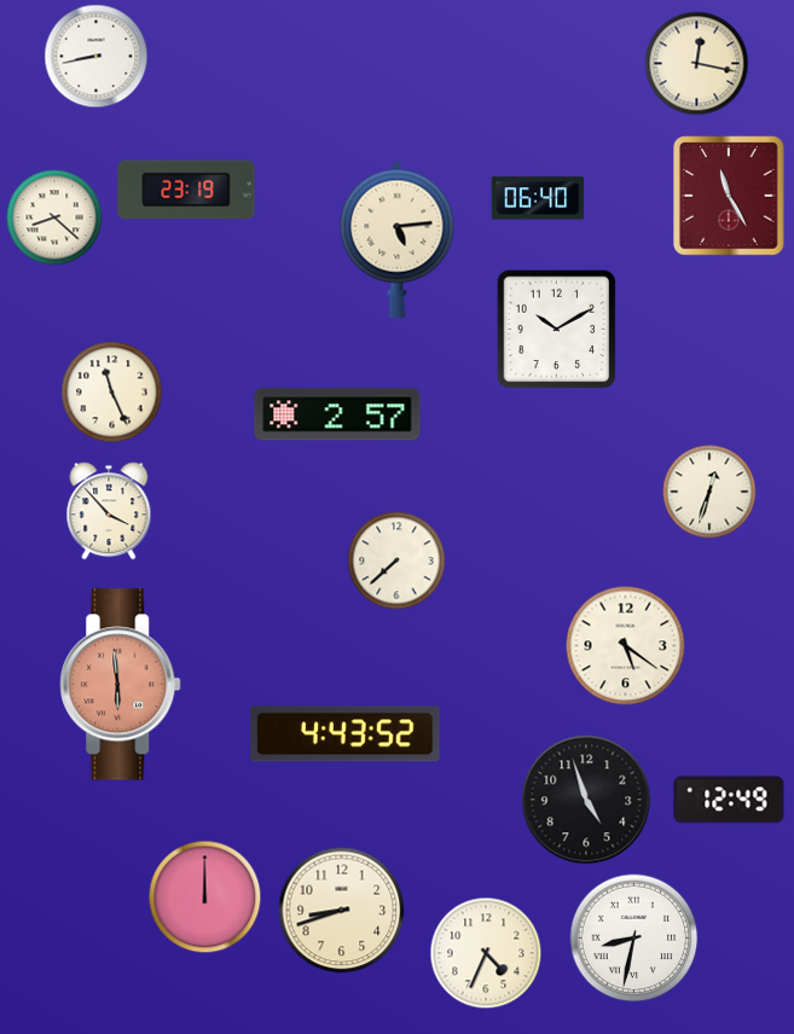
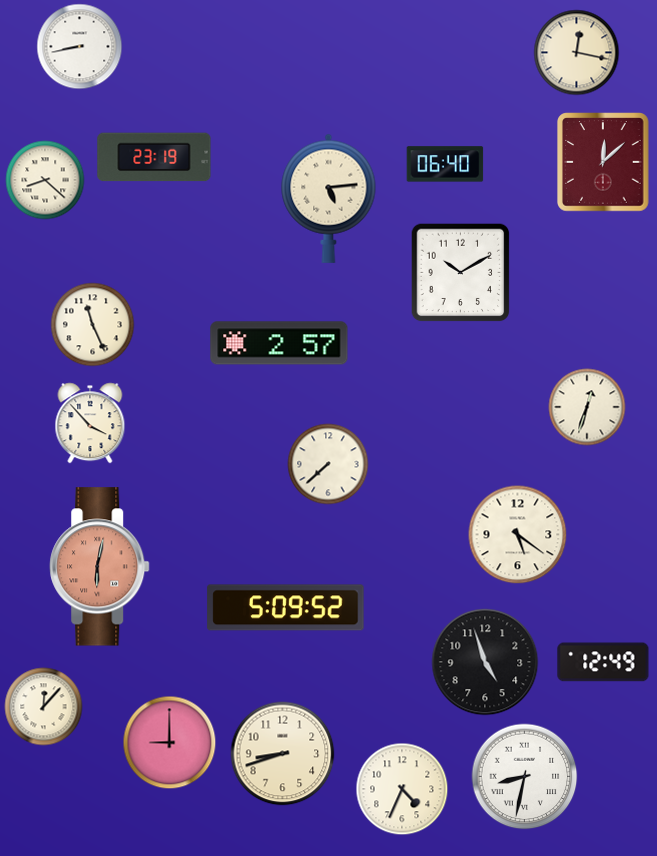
clock at (729, 196): 11:25 -> 12:08
clock at (121, 685): 5:59 -> 6:02
clock at (346, 734): 4:43 -> 5:09
clock at (44, 707): none -> 12:07
clock at (205, 898): 12:00 -> 9:00
